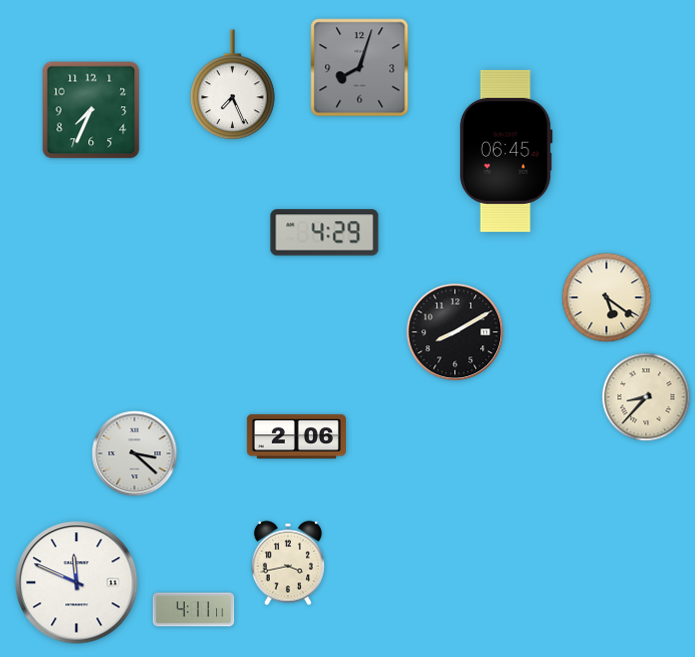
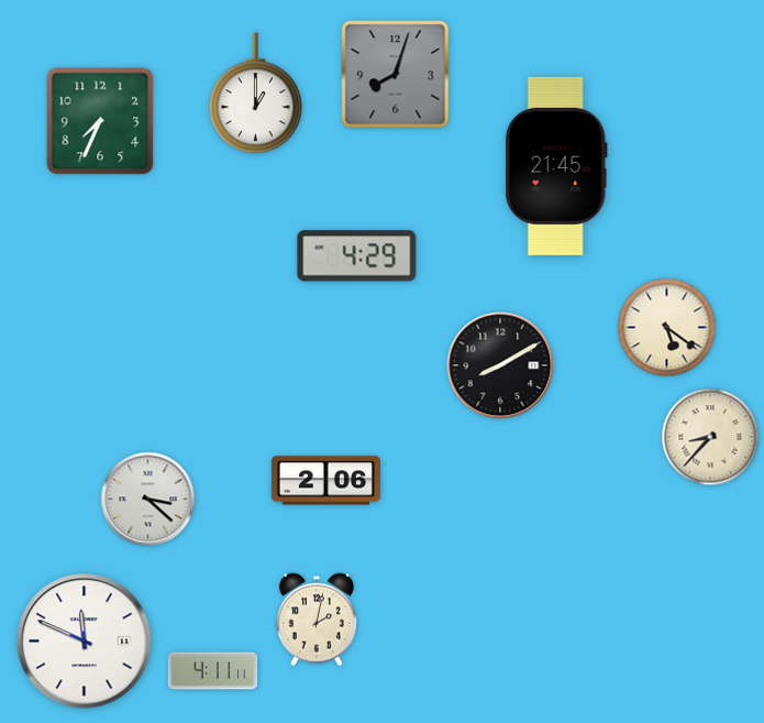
clock at (233, 85): 7:26 -> 1:00
clock at (506, 151): 06:45 -> 21:45
clock at (288, 563): 3:43 -> 2:02
